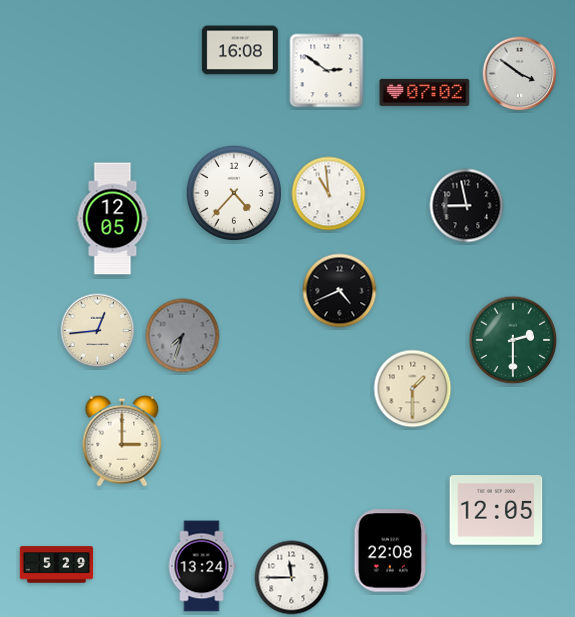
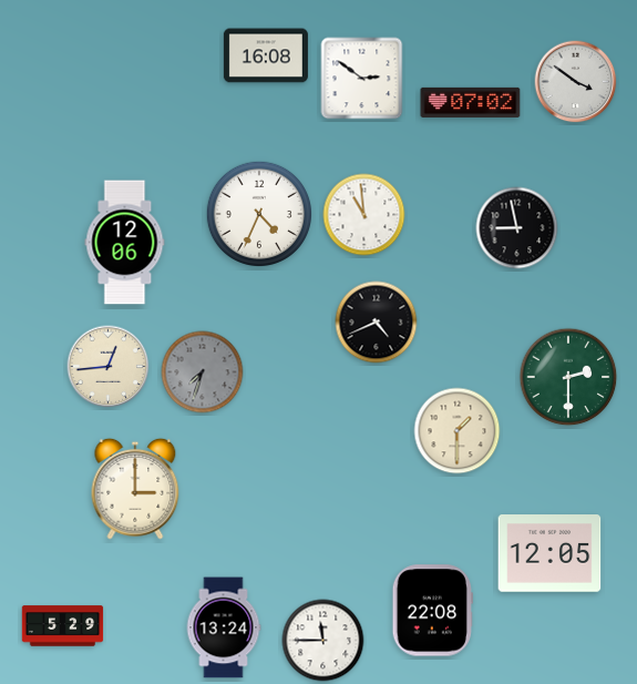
clock at (233, 192): 4:37 -> 4:34
clock at (113, 219): 12:05 -> 12:06
clock at (496, 510) position: (496, 510) -> (549, 553)
